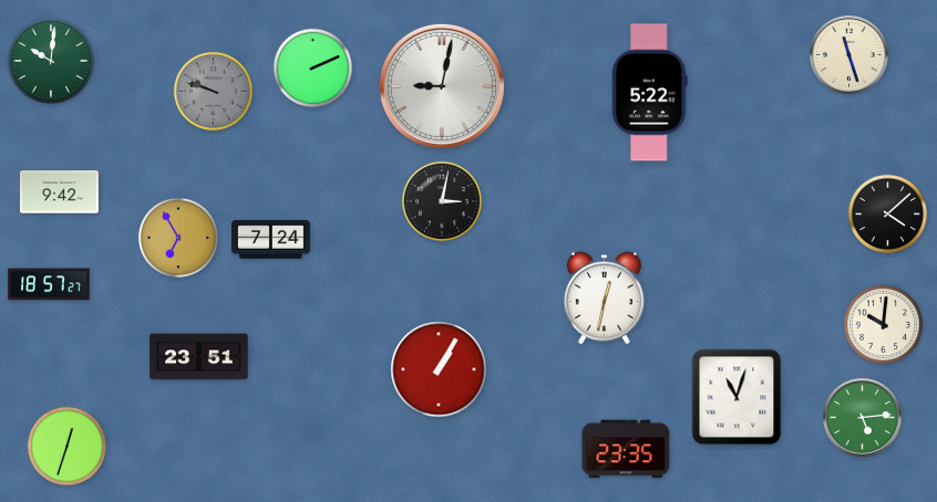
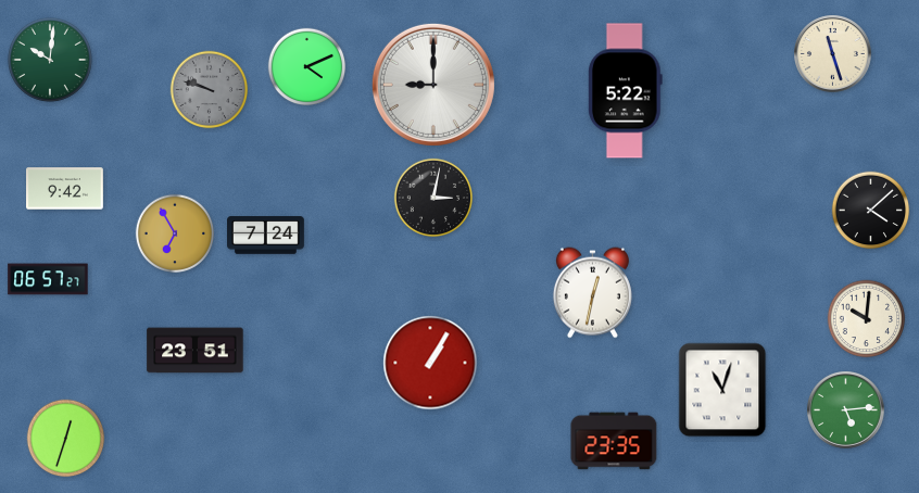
clock at (313, 69): 2:11 -> 4:11
clock at (442, 86): 9:02 -> 9:00
clock at (649, 93) position: (649, 93) -> (625, 91)
clock at (60, 192) position: (60, 192) -> (65, 189)
clock at (49, 284): 18:57 -> 06:57
